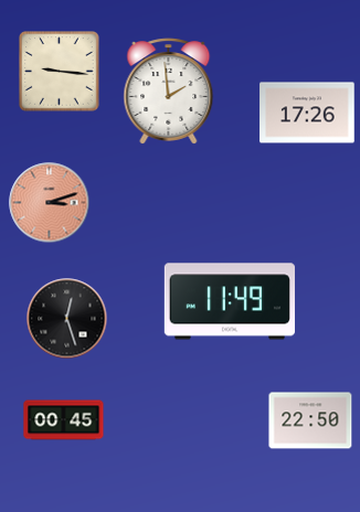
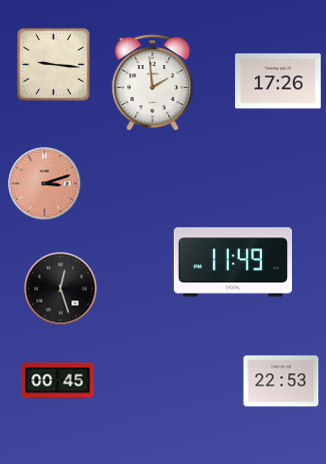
clock at (307, 113) position: (307, 113) -> (278, 81)
clock at (229, 301) position: (229, 301) -> (232, 262)
clock at (310, 420): 22:50 -> 22:53
